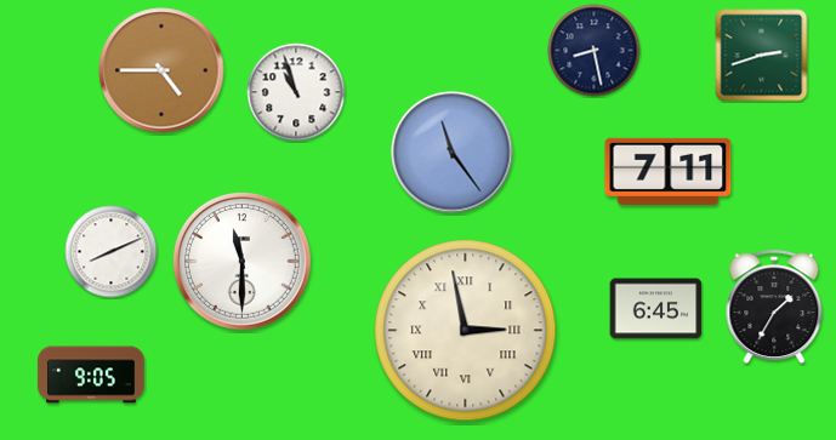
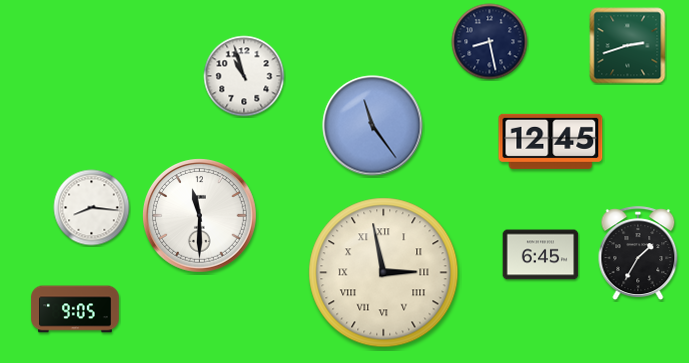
clock at (161, 70): 4:45 -> none
clock at (669, 171): 7:11 -> 12:45
clock at (112, 252): 8:11 -> 8:16
